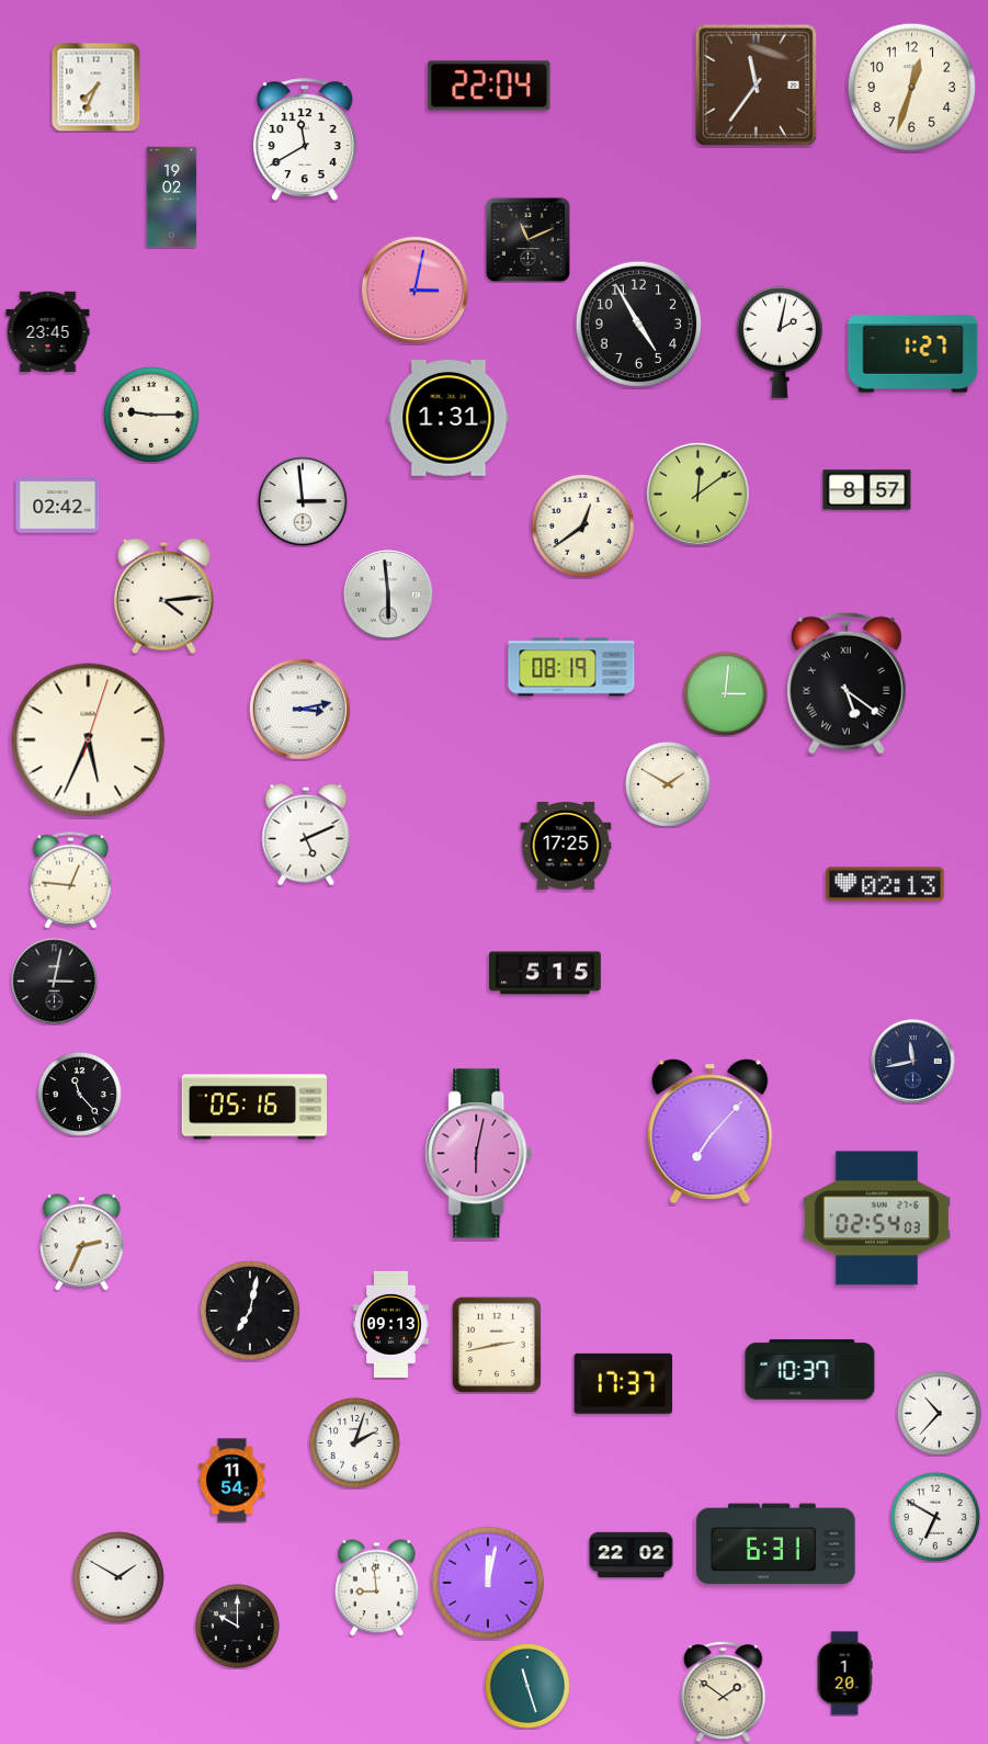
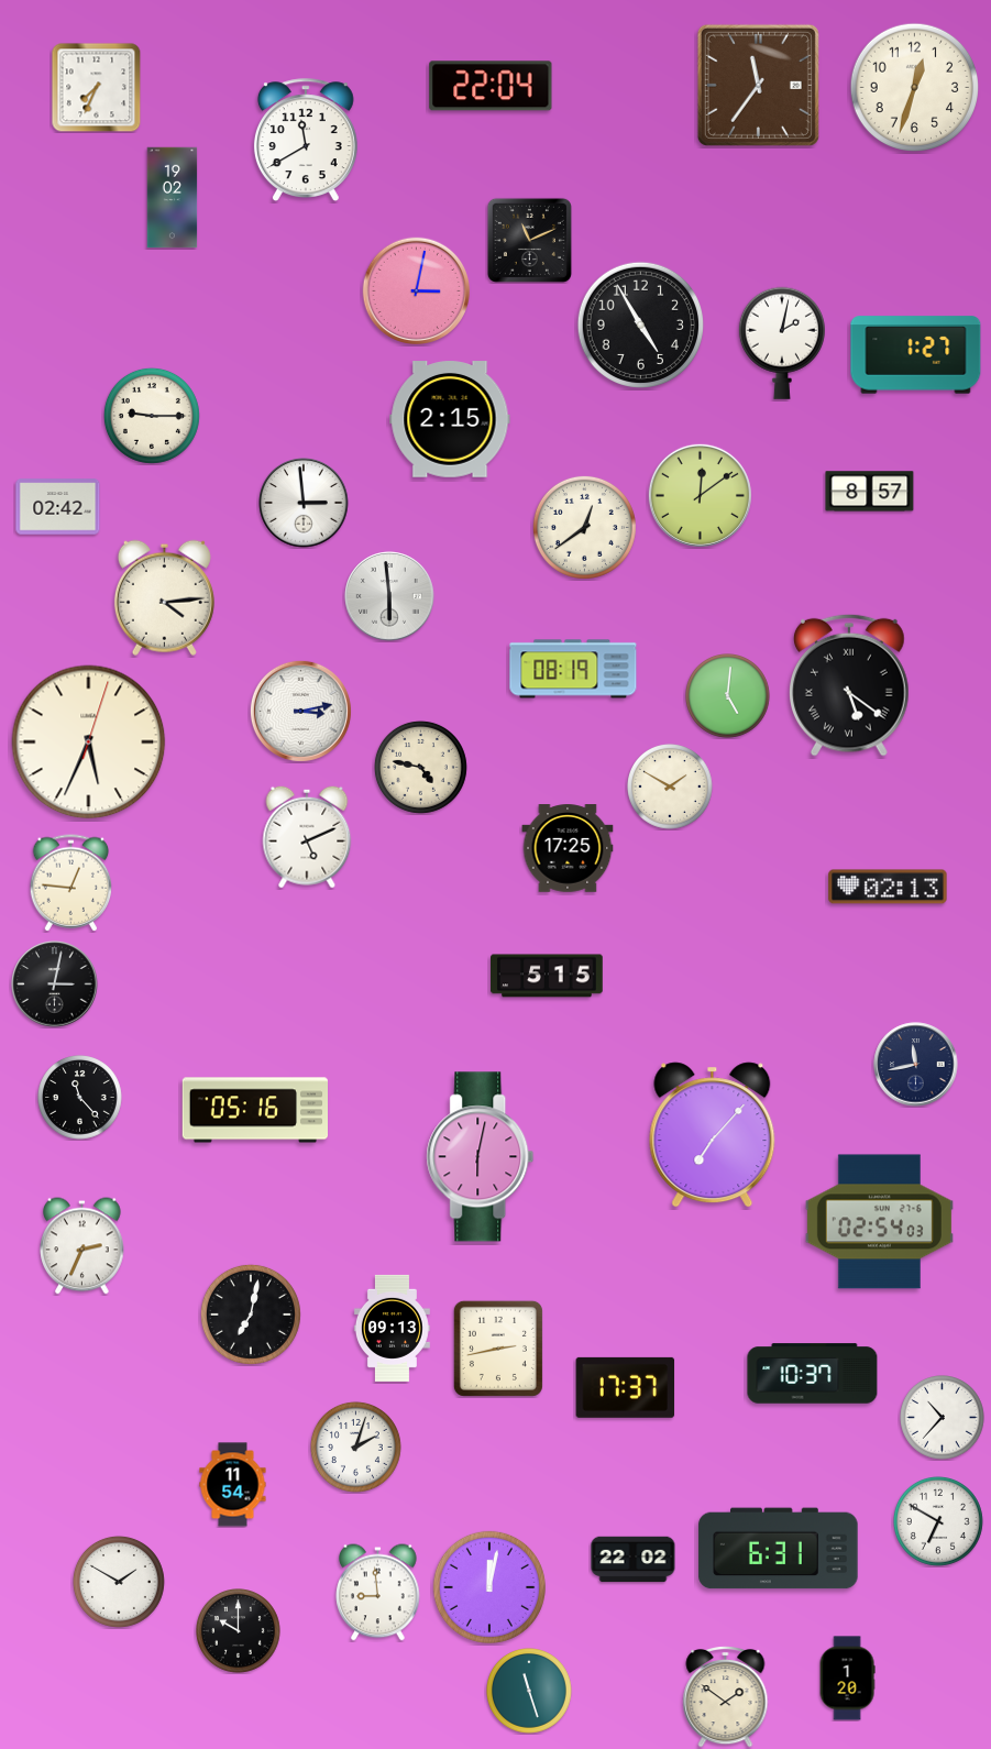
clock at (48, 332): 23:45 -> none
clock at (448, 418): 1:31 -> 2:15
clock at (726, 694): 3:01 -> 5:01
clock at (420, 767): none -> 4:47
